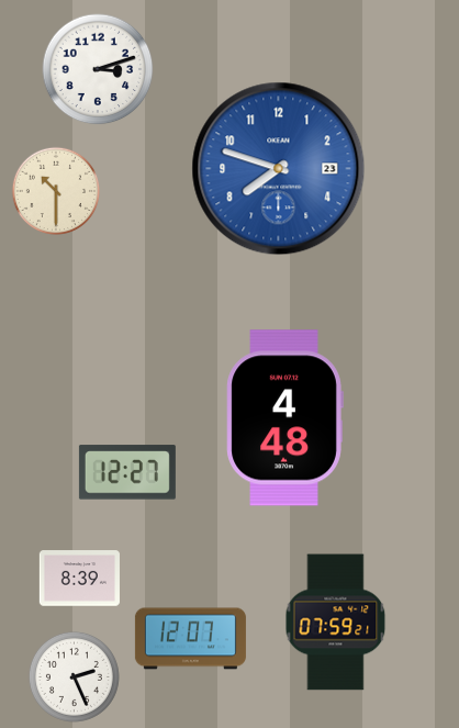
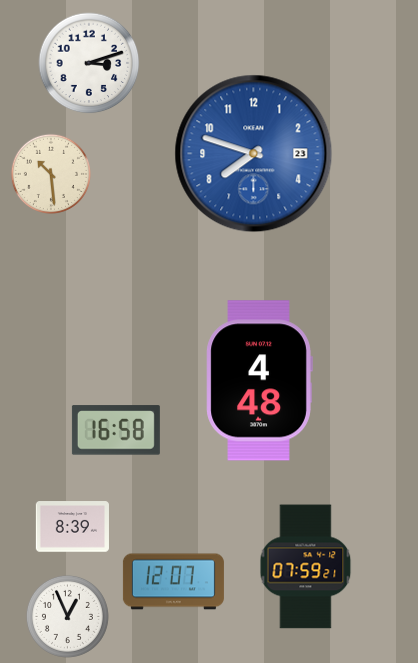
clock at (55, 190): 10:30 -> 10:29
clock at (127, 472): 12:27 -> 16:58
clock at (74, 676): 2:26 -> 12:56
